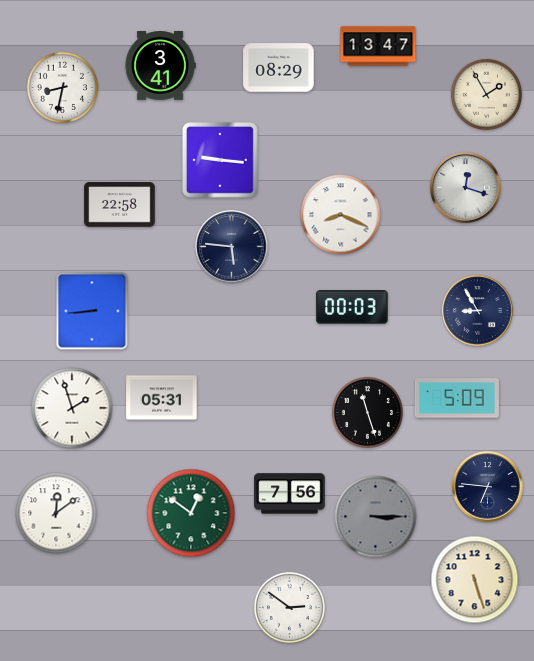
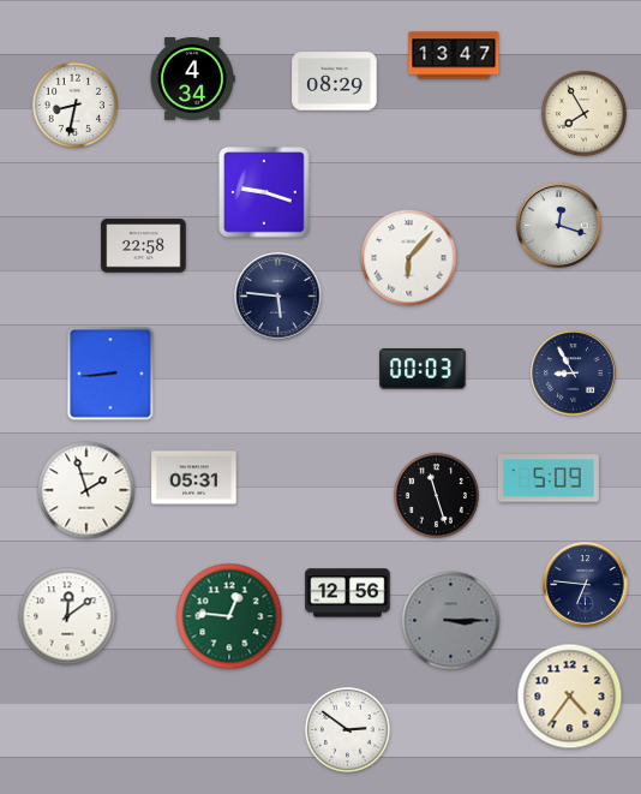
clock at (160, 66): 3:41 -> 4:34
clock at (486, 94): 1:55 -> 7:55
clock at (221, 161): 9:16 -> 9:18
clock at (341, 215): 8:19 -> 6:07
clock at (367, 412) position: (367, 412) -> (436, 495)
clock at (290, 494): 7:56 -> 12:56
clock at (191, 513): 12:51 -> 12:46
clock at (475, 580): 5:27 -> 4:36
